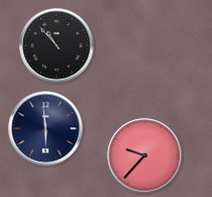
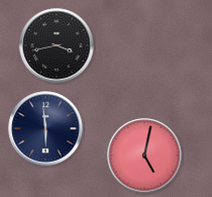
clock at (57, 46): 10:53 -> 3:43
clock at (145, 156): 9:37 -> 5:02
